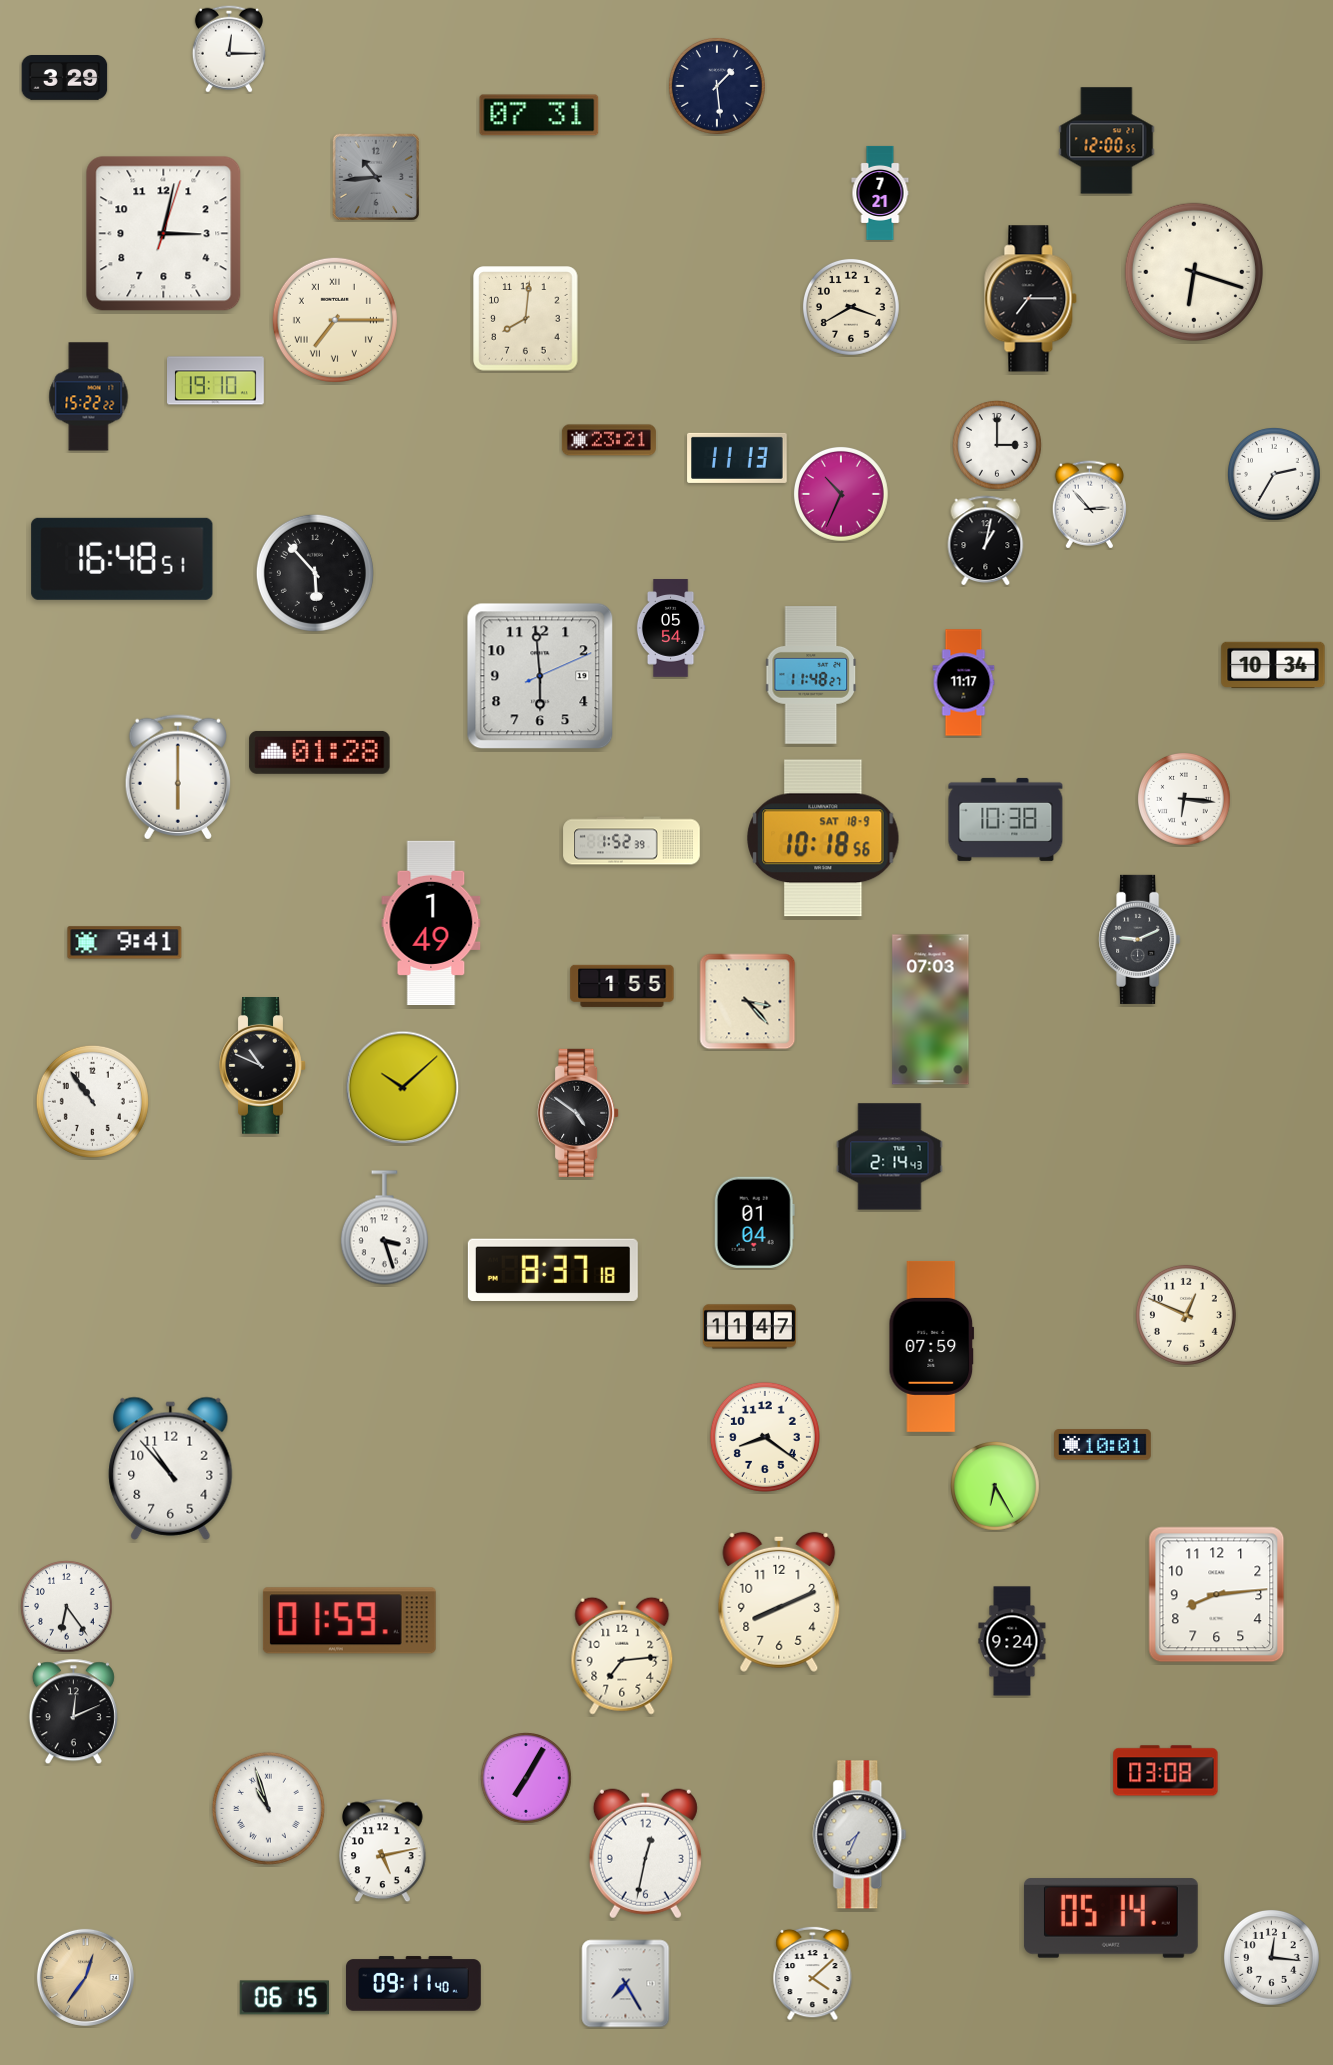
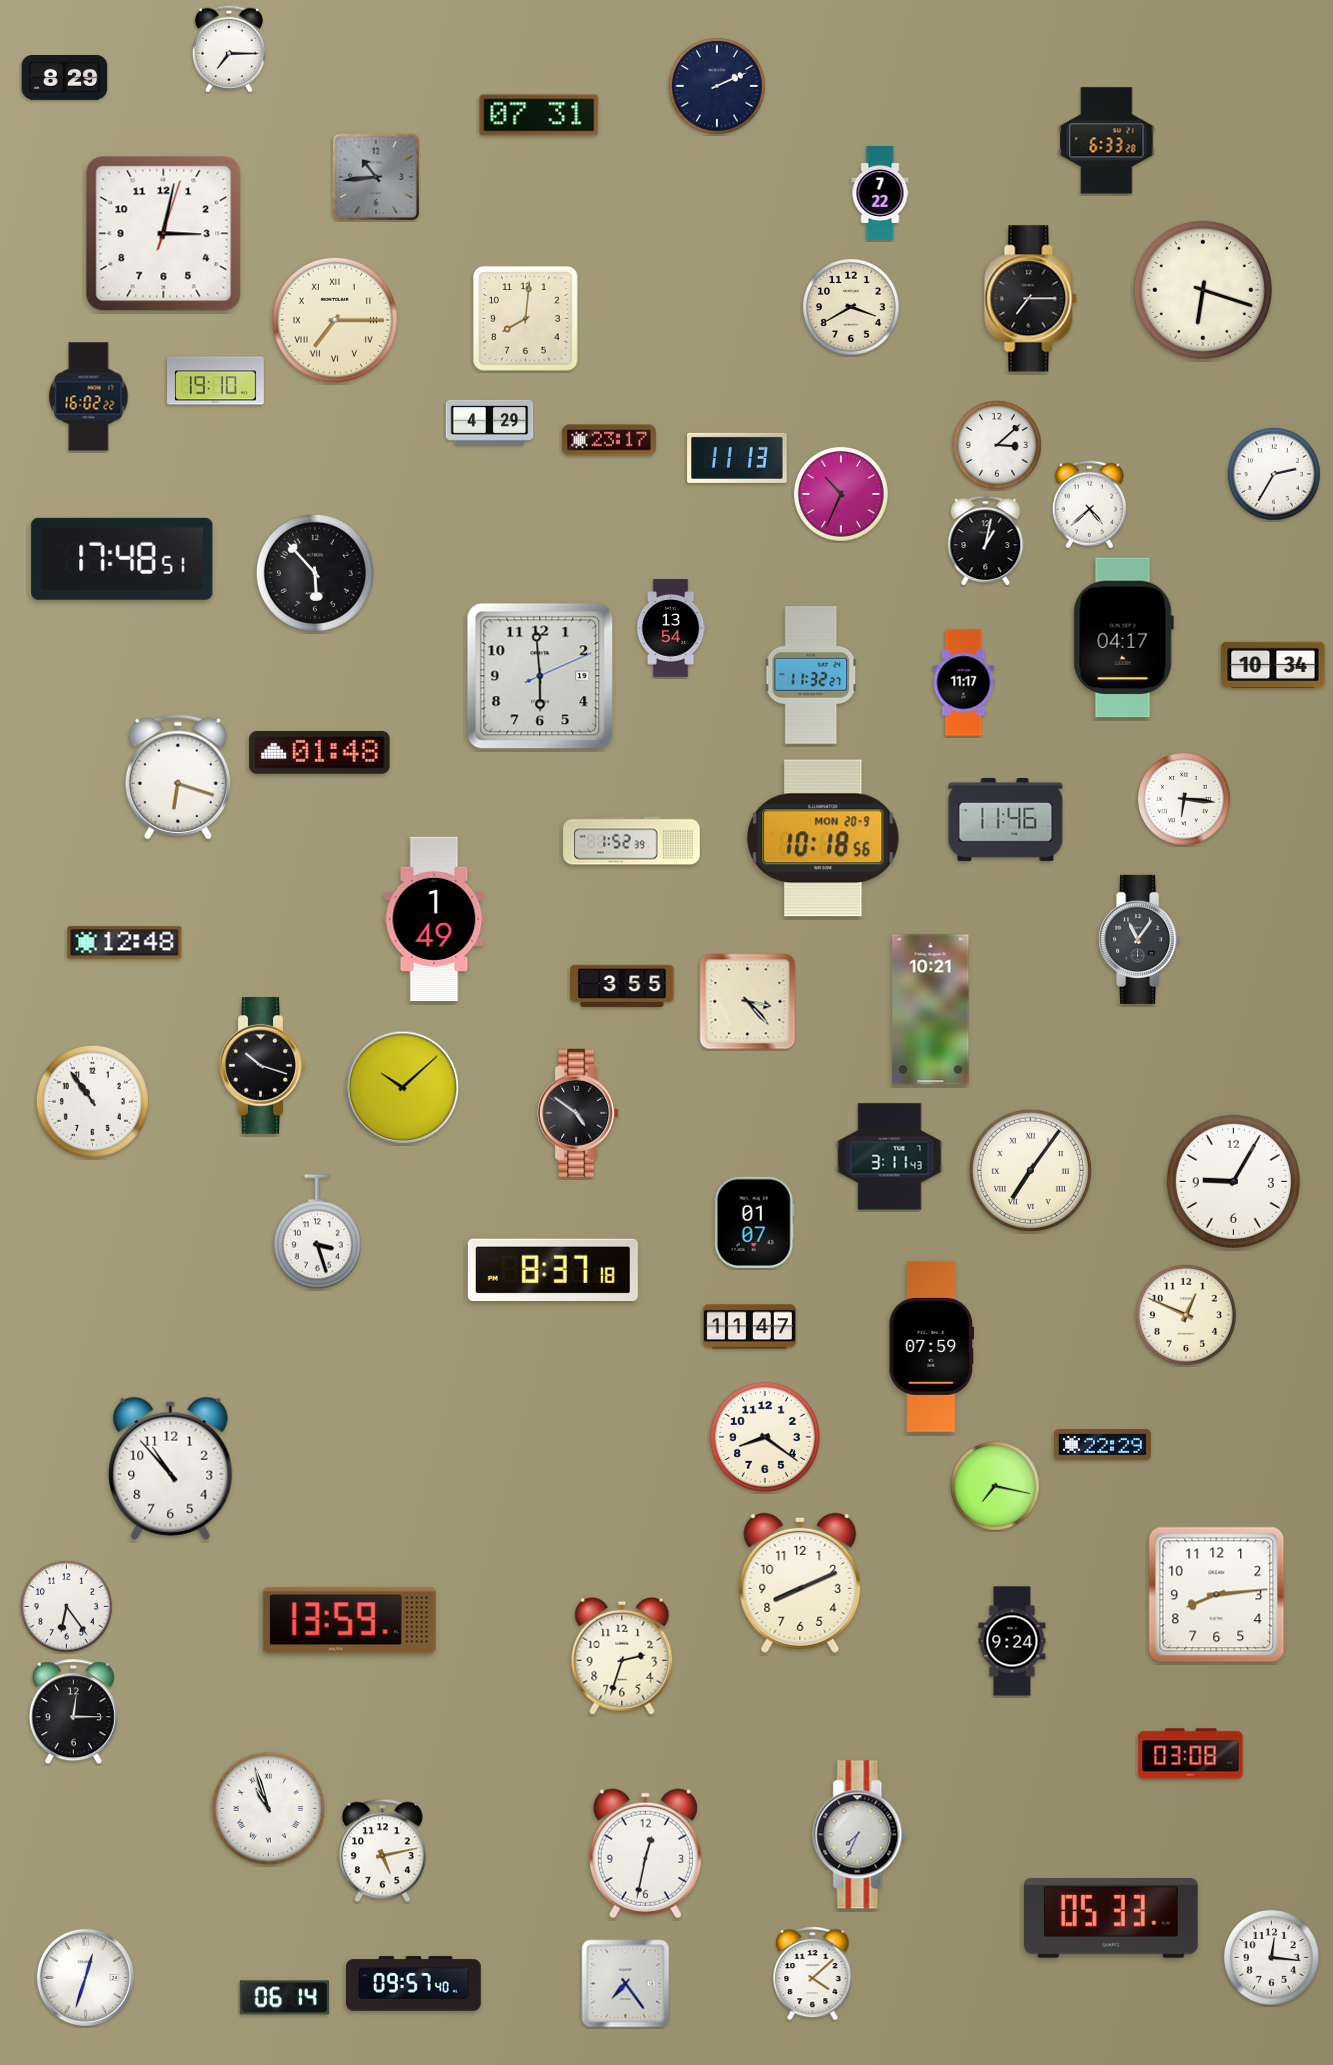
clock at (229, 49): 12:15 -> 7:15
clock at (65, 78): 3:29 -> 8:29
clock at (717, 86): 1:29 -> 2:11
clock at (1107, 141): 12:00 -> 6:33
clock at (880, 193): 7:21 -> 7:22
clock at (1194, 272) position: (1194, 272) -> (1203, 290)
clock at (89, 397): 15:22 -> 16:02
clock at (490, 422): none -> 4:29
clock at (609, 440): 23:21 -> 23:17
clock at (998, 446): 3:00 -> 3:08
clock at (1089, 505): 2:53 -> 4:38
clock at (122, 559): 16:48 -> 17:48
clock at (671, 628): 05:54 -> 13:54
clock at (1123, 638): none -> 04:17
clock at (811, 675): 11:48 -> 11:32
clock at (320, 752): 01:28 -> 01:48
clock at (178, 777): 6:00 -> 6:18
clock at (1006, 819): 10:38 -> 11:46
clock at (823, 838) date: SAT 18-9 -> MON 20-9
clock at (431, 922) position: (431, 922) -> (434, 918)
clock at (1140, 939): 9:11 -> 11:06
clock at (125, 943): 9:41 -> 12:48
clock at (622, 986): 1:55 -> 3:55
clock at (931, 1010): 07:03 -> 10:21
clock at (263, 1066): 10:49 -> 10:18
clock at (890, 1157): 2:14 -> 3:11
clock at (1030, 1170): none -> 7:06
clock at (1233, 1181): none -> 9:05
clock at (754, 1222): 01:04 -> 01:07
clock at (384, 1228) position: (384, 1228) -> (317, 1232)
clock at (1103, 1445): 10:01 -> 22:29
clock at (996, 1487): 6:25 -> 7:17
clock at (779, 1602) position: (779, 1602) -> (800, 1583)
clock at (349, 1621): 01:59 -> 13:59
clock at (622, 1656): 7:14 -> 2:33
clock at (73, 1712): 12:11 -> 12:15
clock at (1166, 1771) position: (1166, 1771) -> (1191, 1754)
clock at (527, 1779): 7:05 -> none
clock at (1111, 1918): 05:14 -> 05:33
clock at (85, 1977): 12:36 -> 12:33
clock at (85, 1977) dial: champagne -> white
clock at (414, 1984): 09:11 -> 09:57
clock at (626, 1984): 7:25 -> 7:24
clock at (284, 1998): 06:15 -> 06:14
